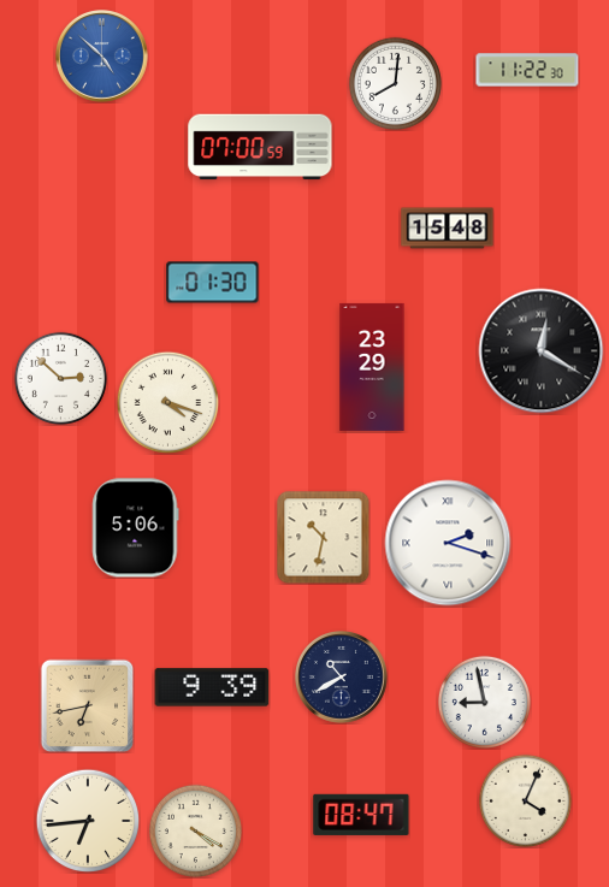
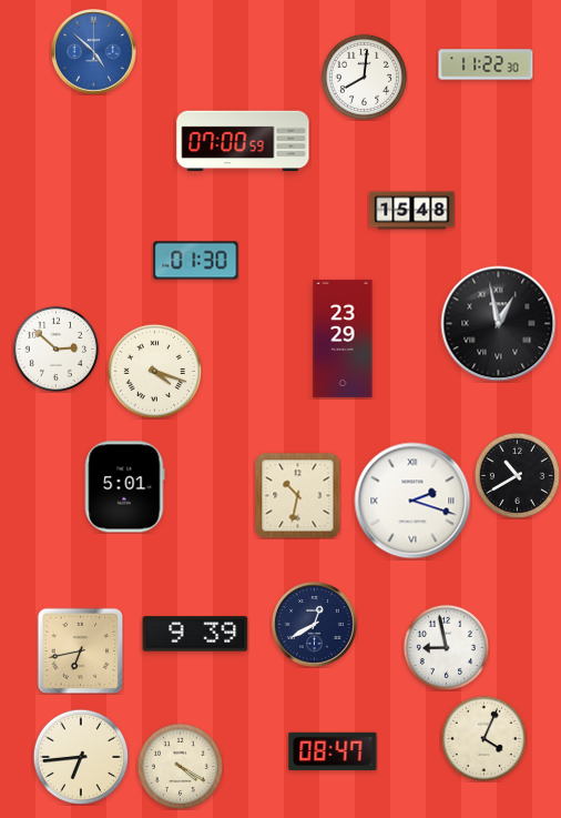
clock at (260, 147) position: (260, 147) -> (243, 141)
clock at (542, 351): 12:20 -> 12:58
clock at (517, 475): none -> 10:40
clock at (136, 528): 5:06 -> 5:01
clock at (342, 678): 10:40 -> 12:40
